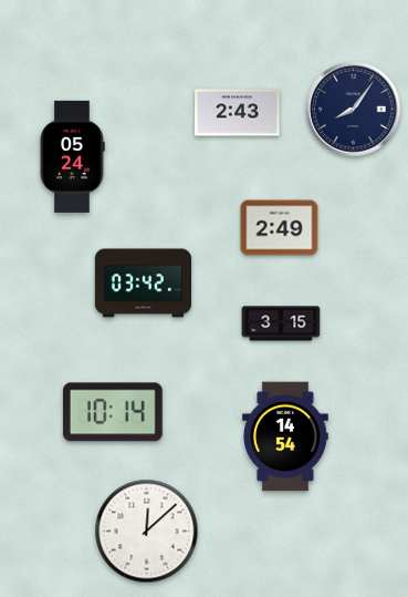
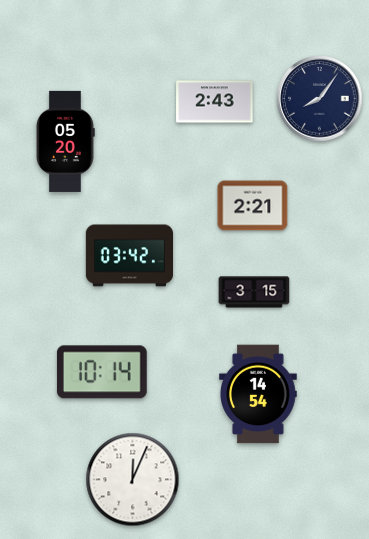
clock at (72, 156): 05:24 -> 05:20
clock at (280, 228): 2:49 -> 2:21
clock at (147, 532): 12:08 -> 12:04
